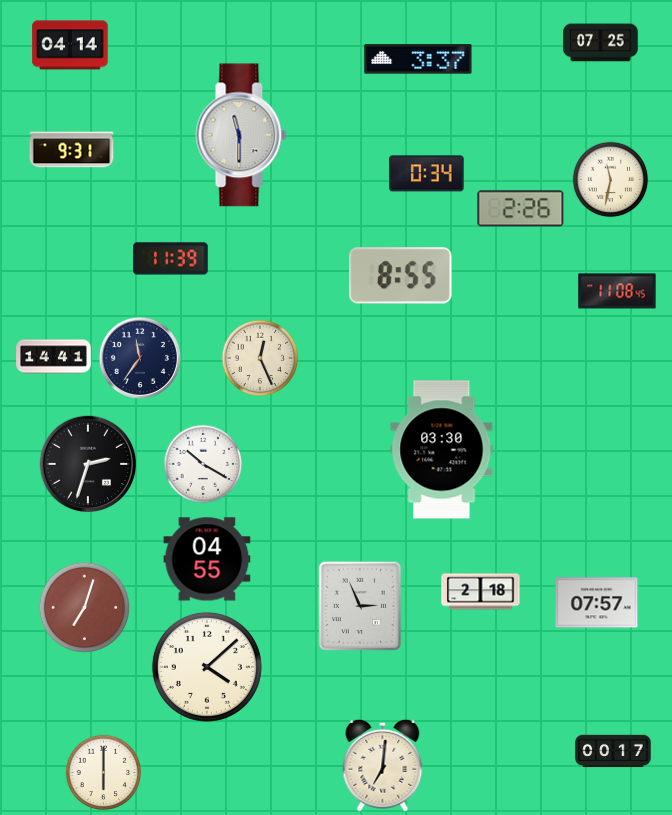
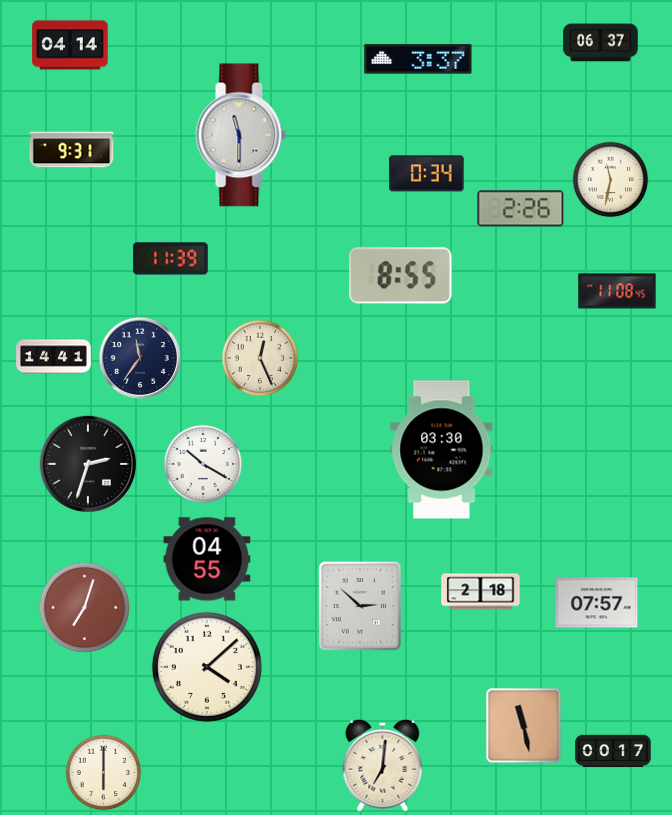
clock at (601, 43): 07:25 -> 06:37
clock at (360, 606): 2:56 -> 2:52
clock at (524, 726): none -> 11:28
